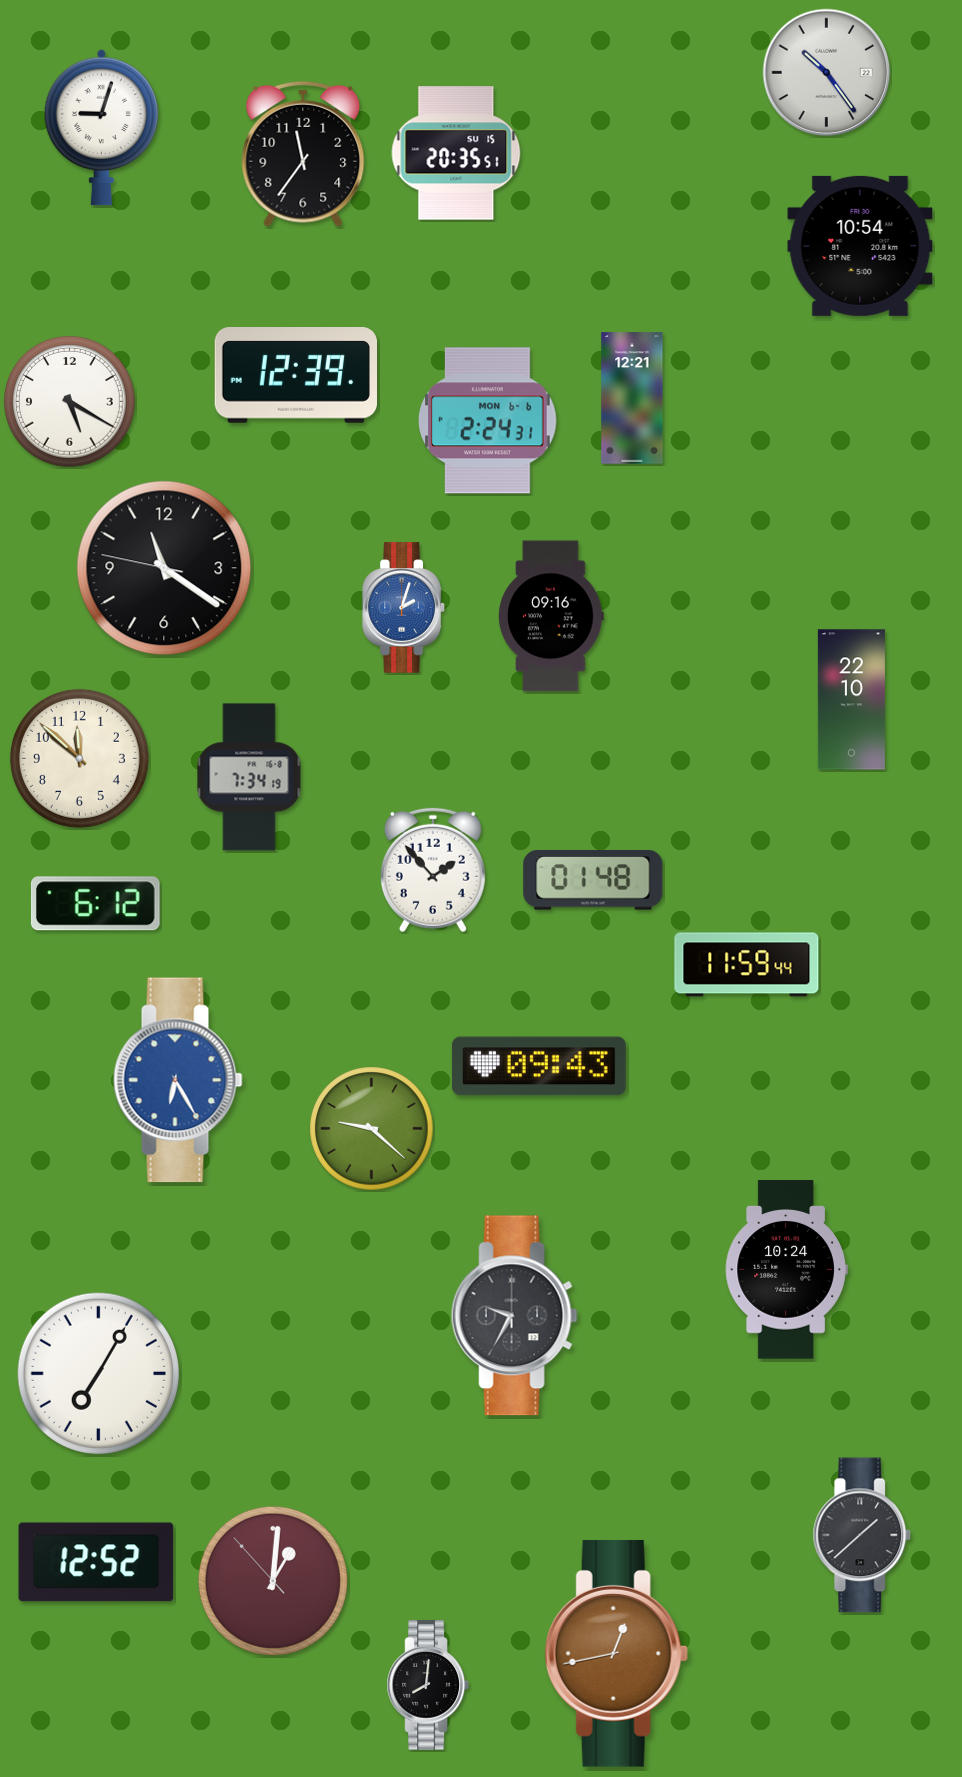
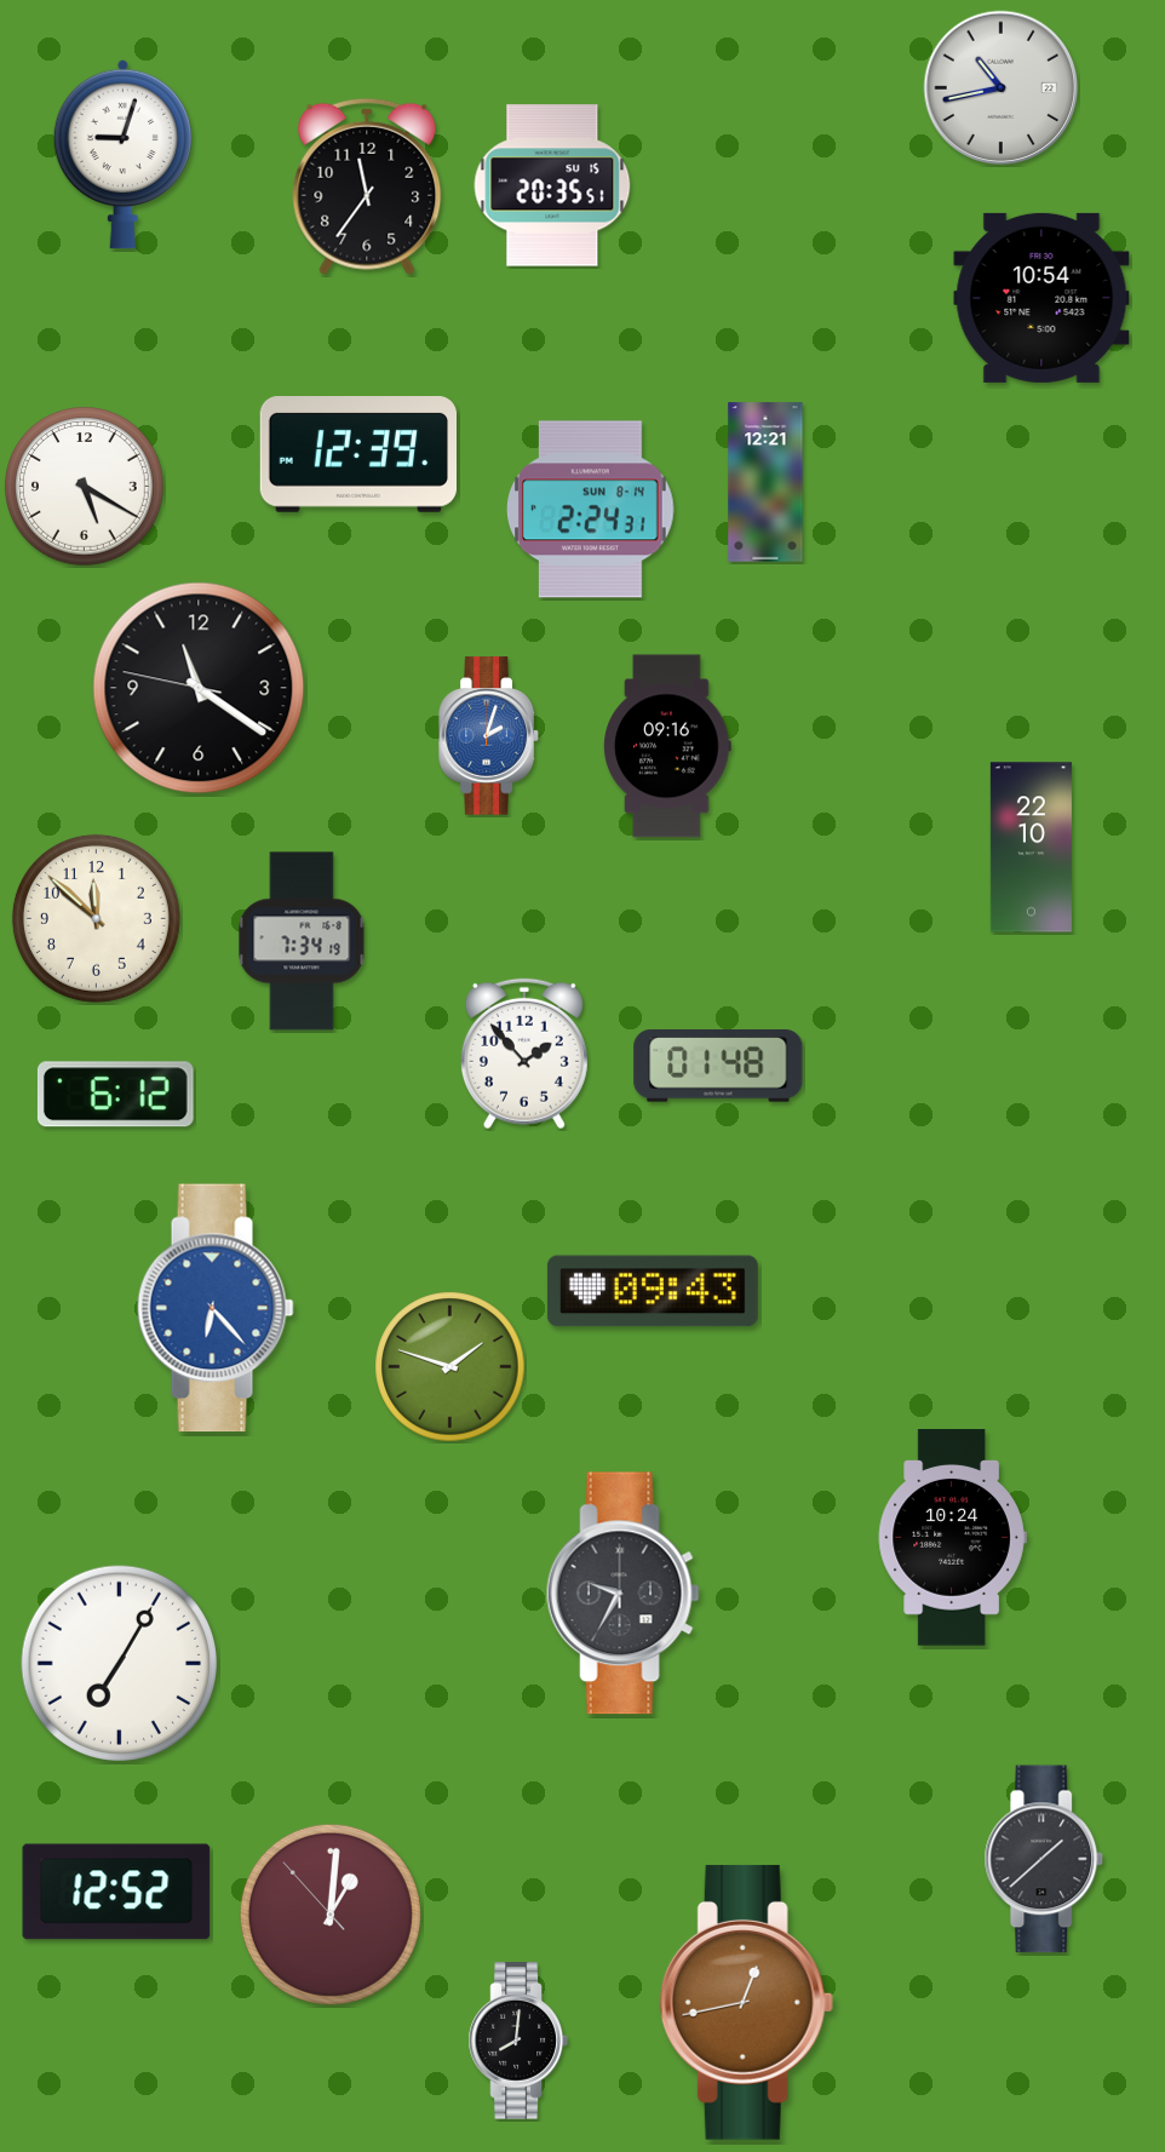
clock at (827, 73): 10:24 -> 10:43
clock at (488, 421) date: MON 6-6 -> SUN 8-14
clock at (747, 965): 11:59 -> none
clock at (178, 1080): 6:25 -> 6:23
clock at (372, 1129): 9:22 -> 1:48
